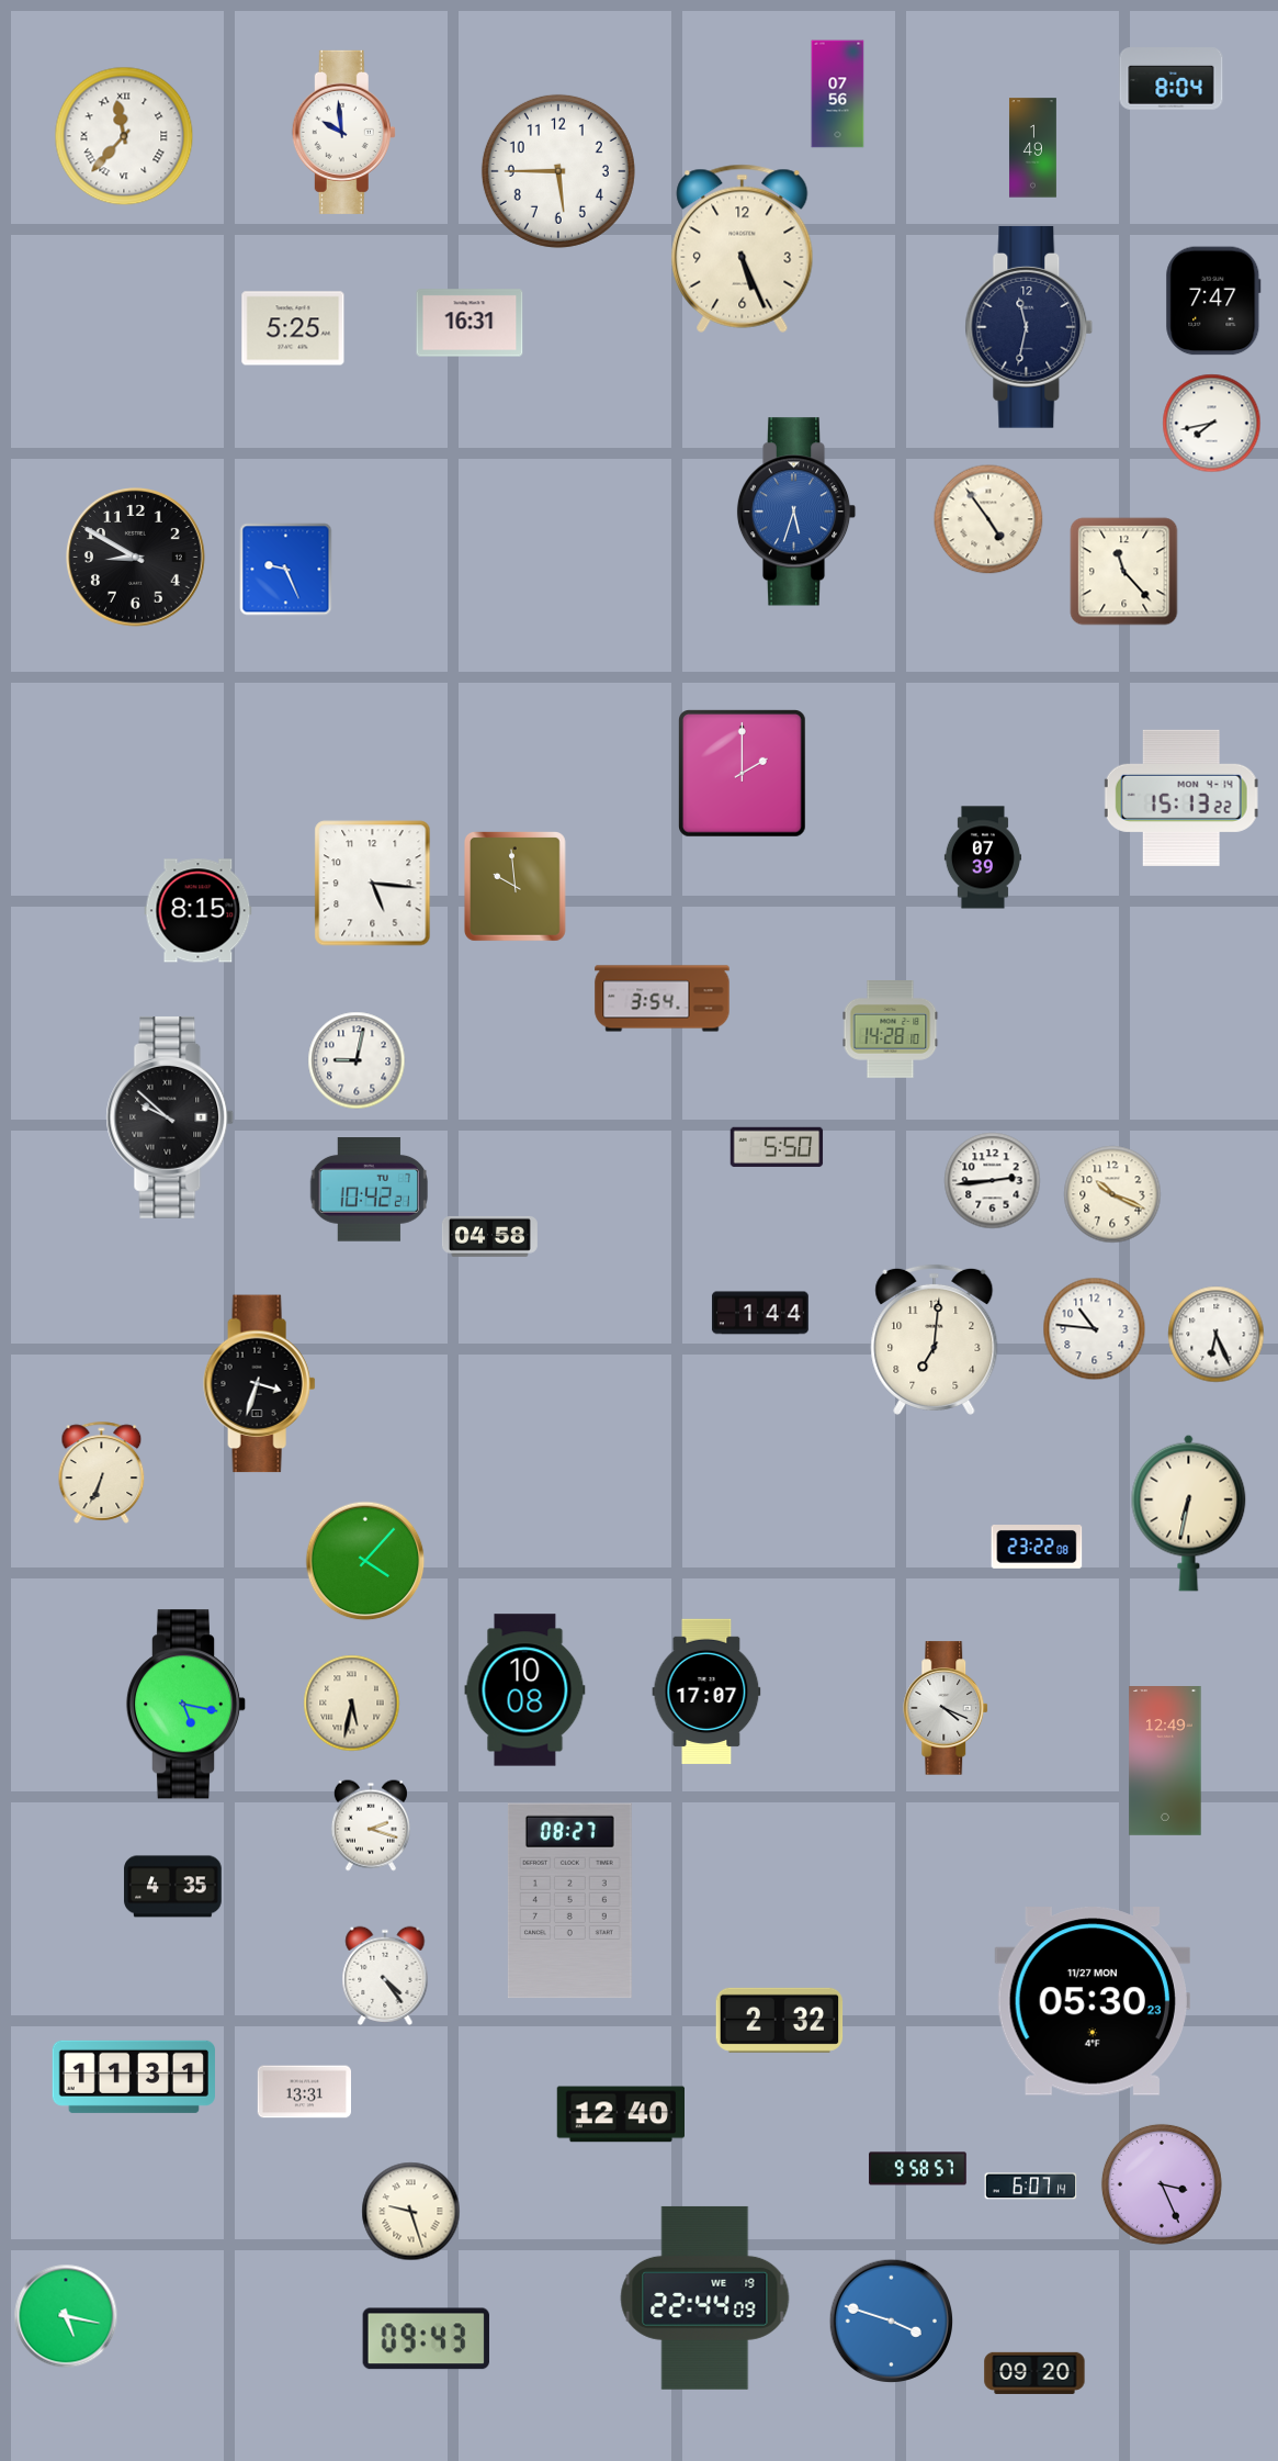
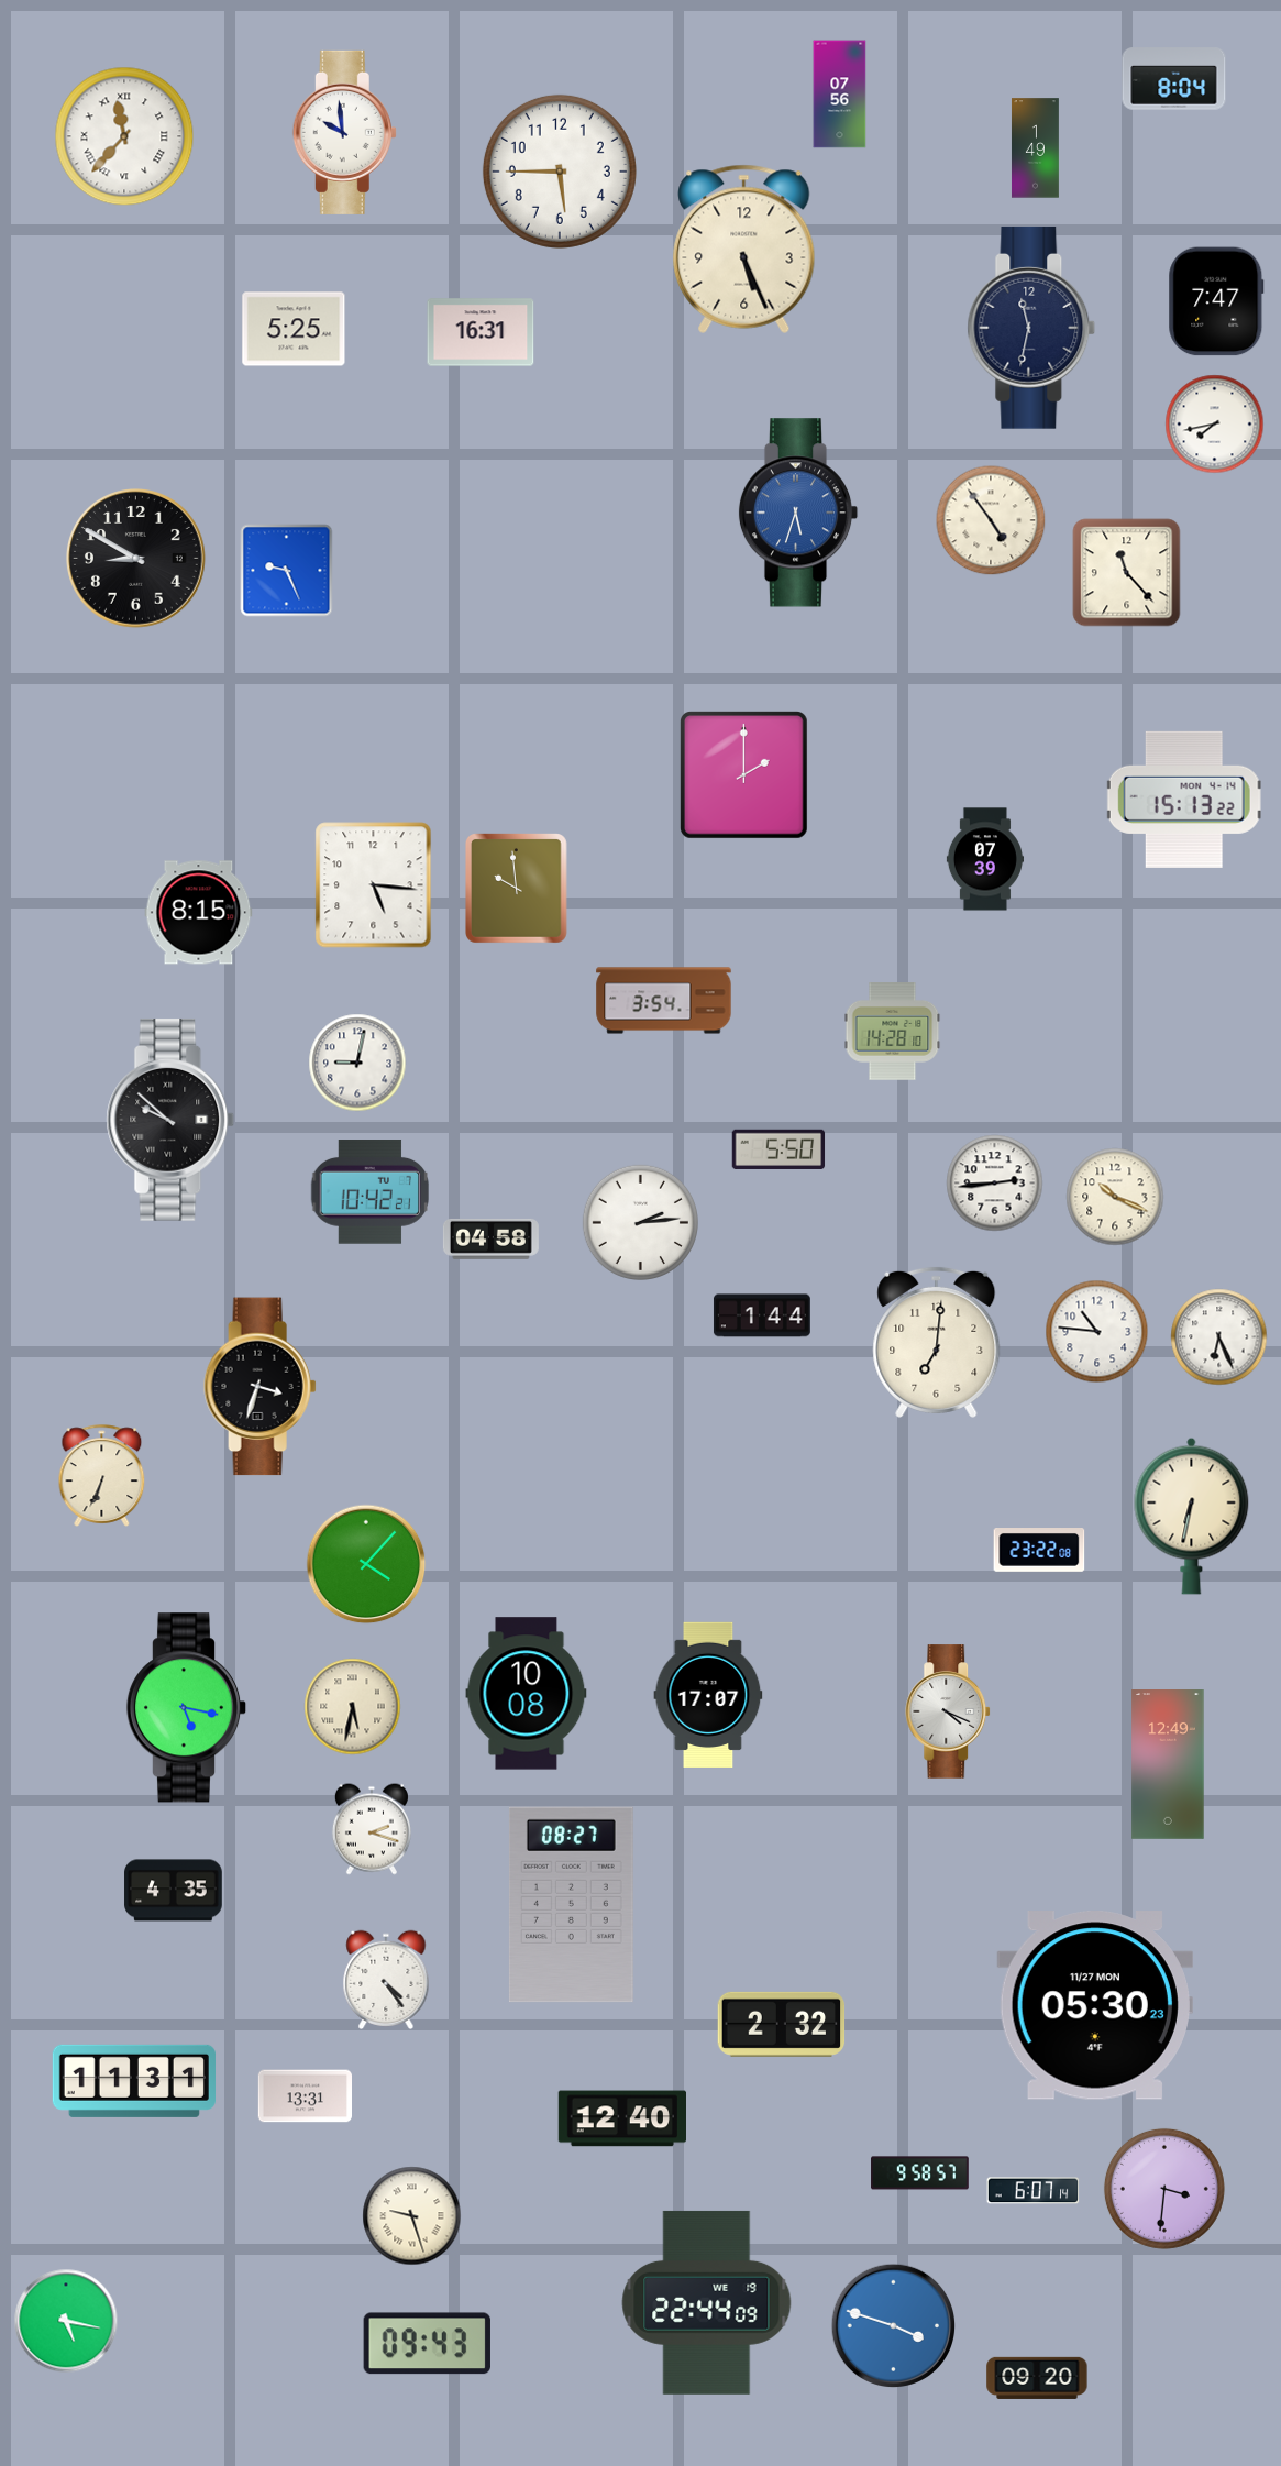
clock at (470, 323) position: (470, 323) -> (481, 332)
clock at (640, 1222): none -> 2:14
clock at (1162, 2184): 3:26 -> 3:31
